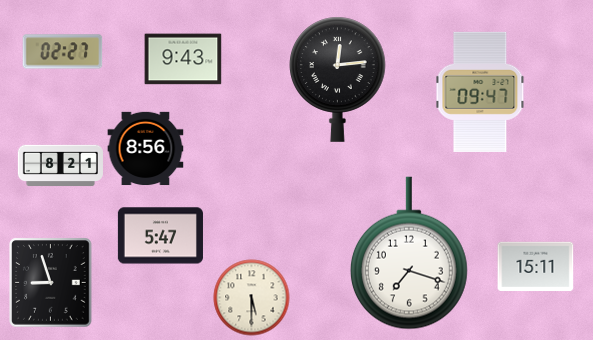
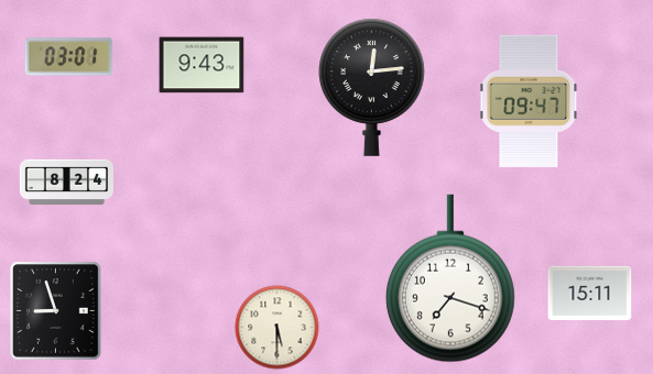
clock at (63, 52): 02:27 -> 03:01
clock at (146, 149): 8:56 -> none
clock at (60, 166): 8:21 -> 8:24
clock at (160, 236): 5:47 -> none
